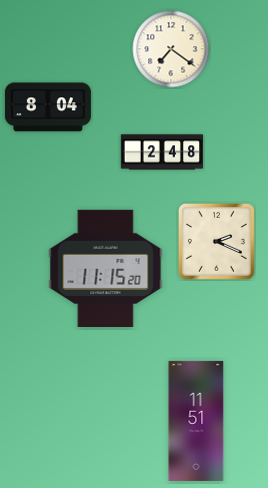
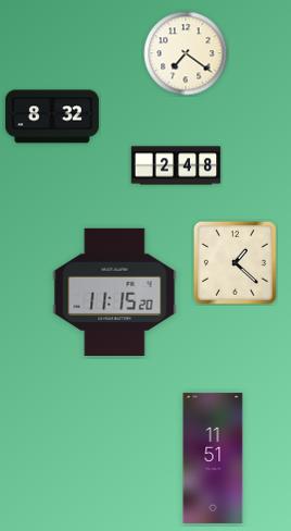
clock at (48, 107): 8:04 -> 8:32
clock at (216, 241): 2:19 -> 1:22
